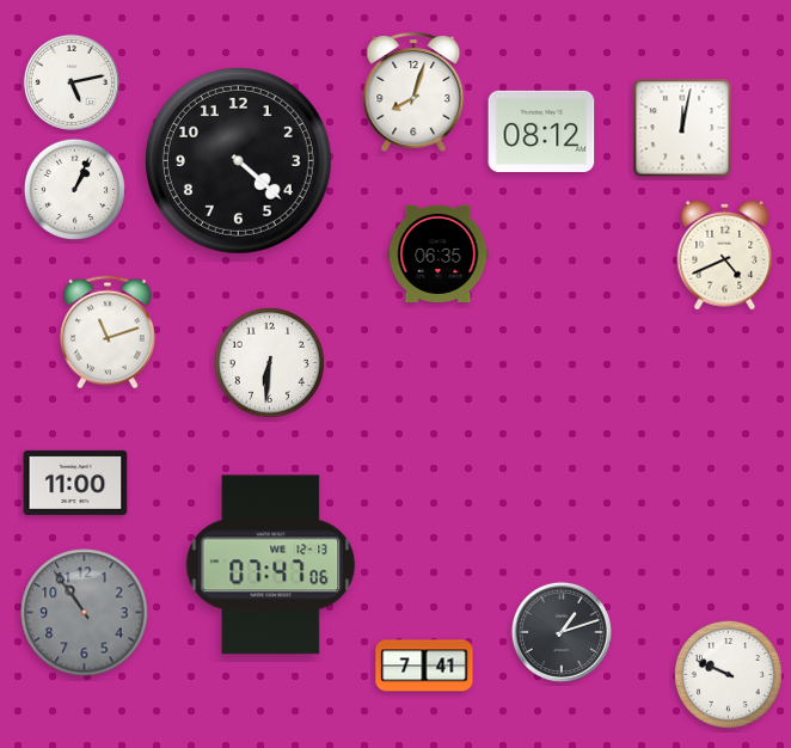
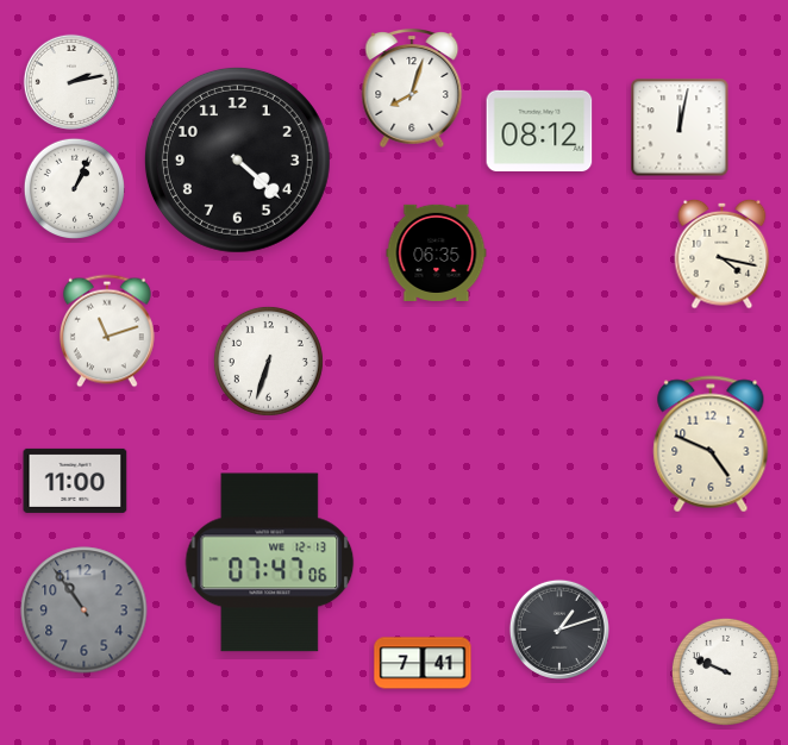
clock at (72, 82): 5:13 -> 2:13
clock at (413, 93) position: (413, 93) -> (412, 89)
clock at (725, 255): 4:41 -> 4:17
clock at (269, 362): 6:31 -> 6:33
clock at (711, 444): none -> 4:49
